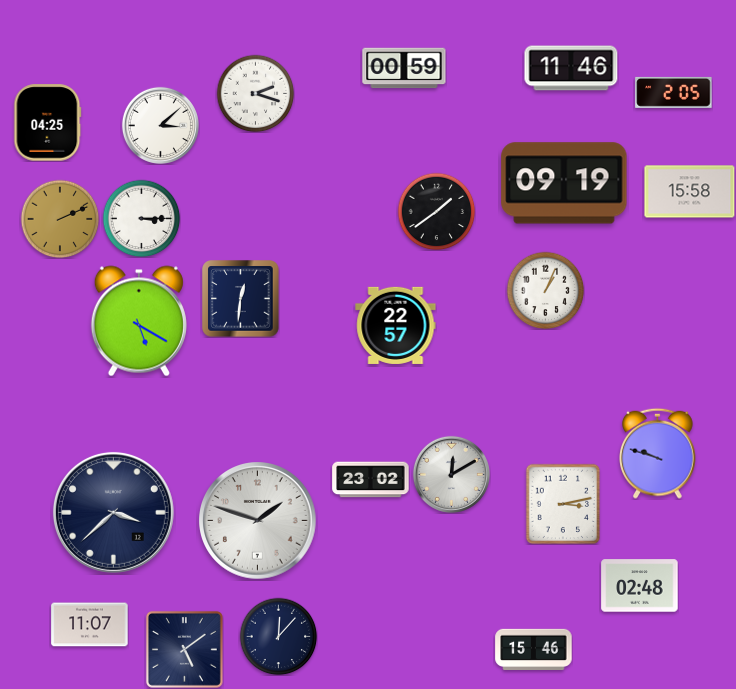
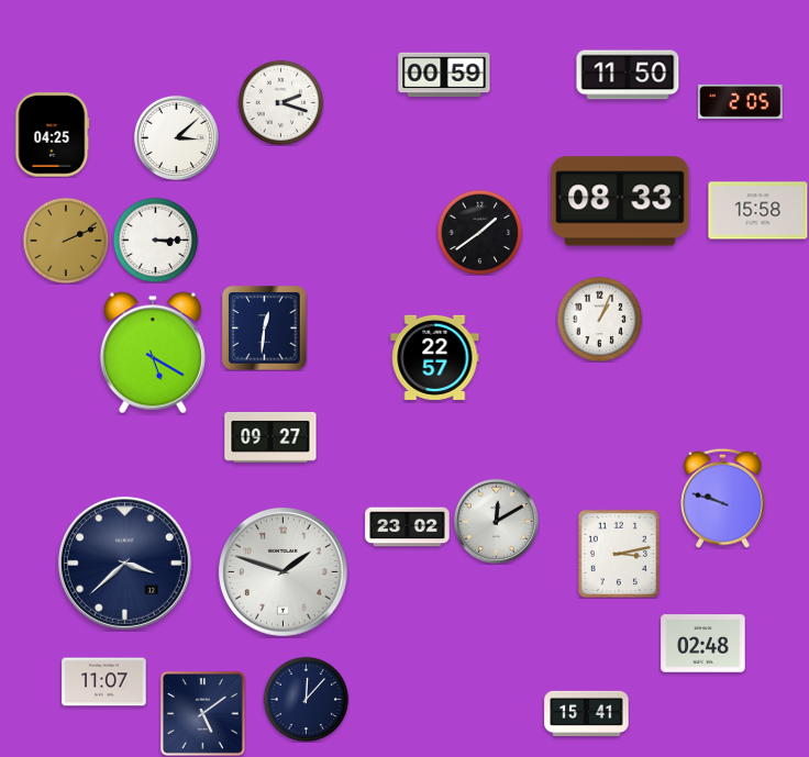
clock at (571, 68): 11:46 -> 11:50
clock at (564, 183): 09:19 -> 08:33
clock at (270, 438): none -> 09:27
clock at (90, 625) position: (90, 625) -> (104, 682)
clock at (534, 649): 15:46 -> 15:41
